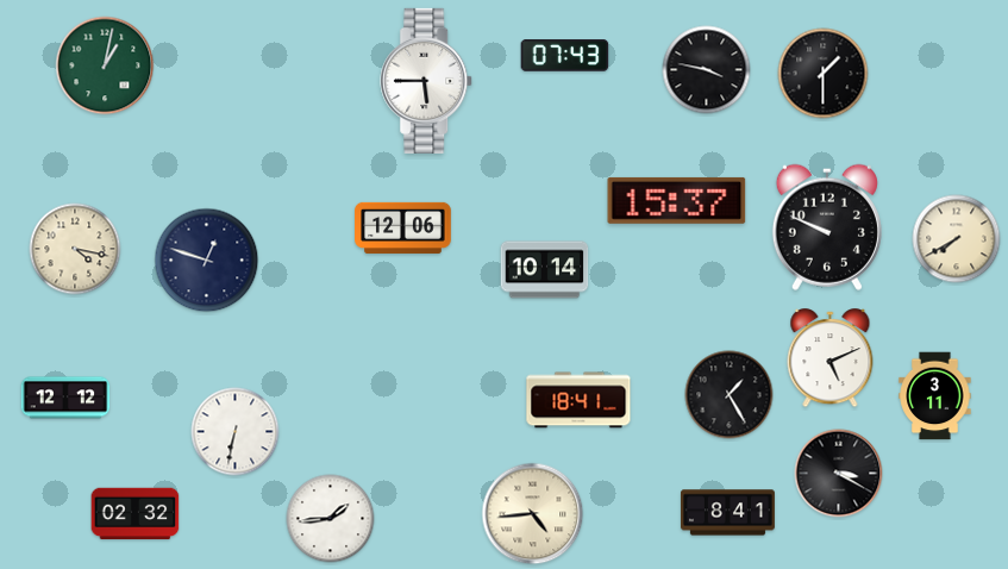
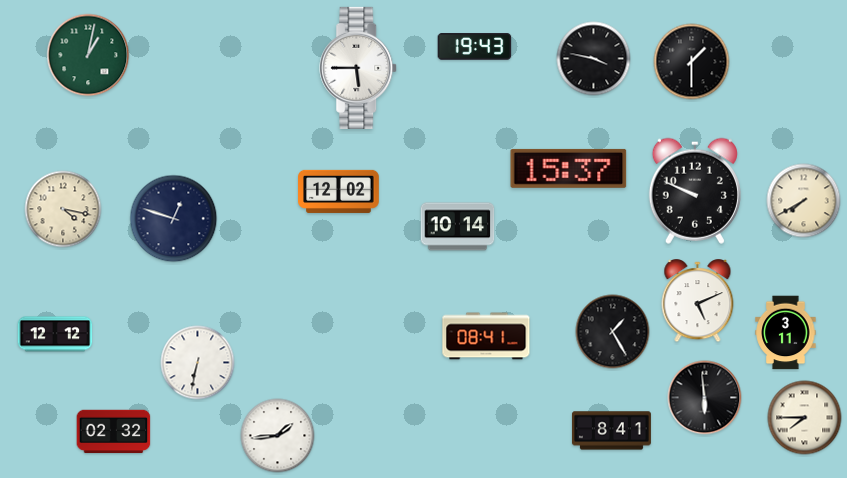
clock at (565, 56): 07:43 -> 19:43
clock at (403, 227): 12:06 -> 12:02
clock at (578, 400): 18:41 -> 08:41
clock at (839, 474): 3:20 -> 5:59
clock at (805, 418): none -> 7:45
clock at (533, 514): 4:44 -> none
